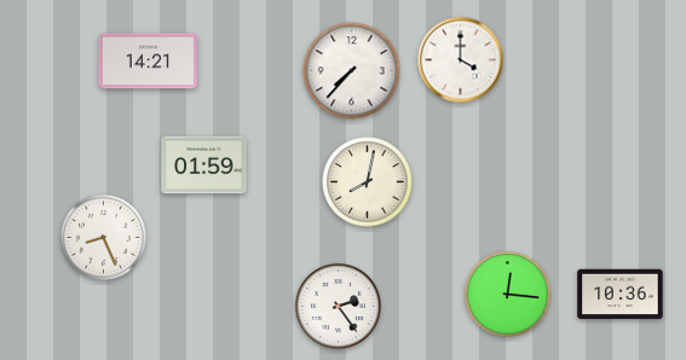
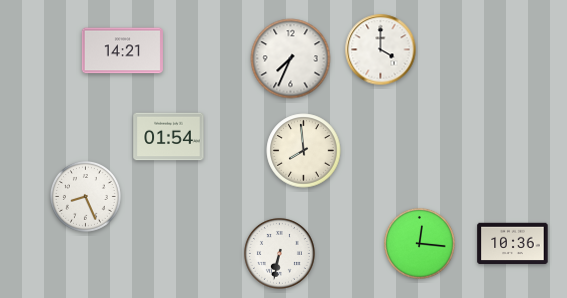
clock at (352, 71): 7:37 -> 7:34
clock at (204, 166): 01:59 -> 01:54
clock at (368, 182): 8:02 -> 7:59
clock at (338, 306): 2:24 -> 6:32
